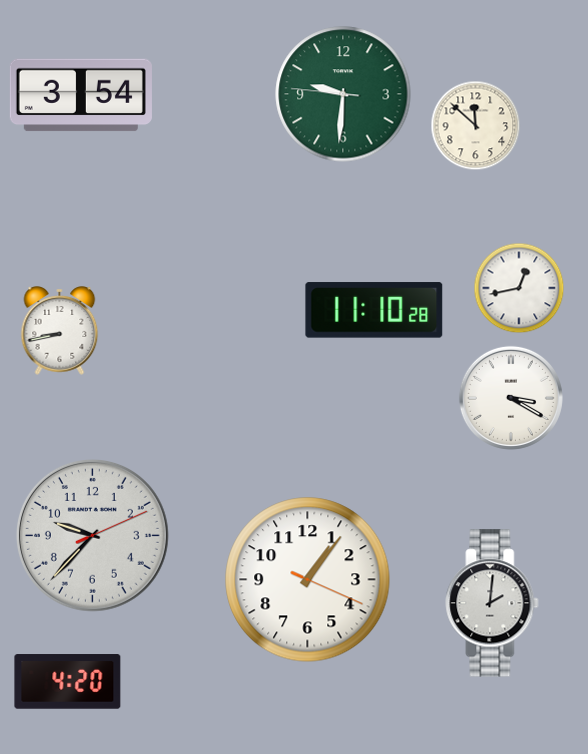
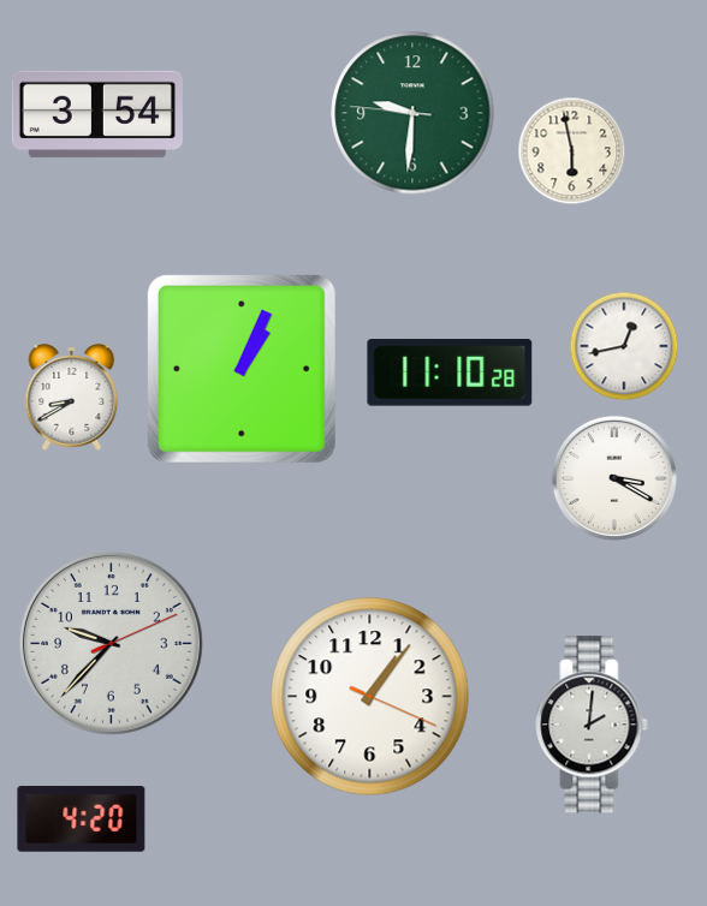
clock at (476, 126): 11:52 -> 5:58
clock at (242, 369): none -> 1:04
clock at (60, 331): 8:43 -> 8:40
